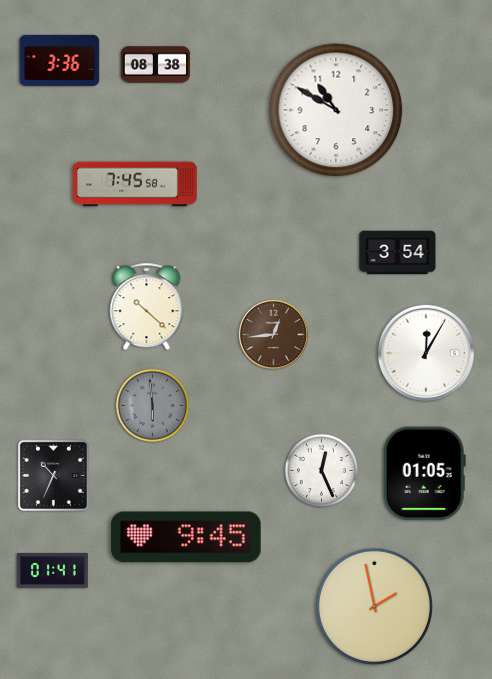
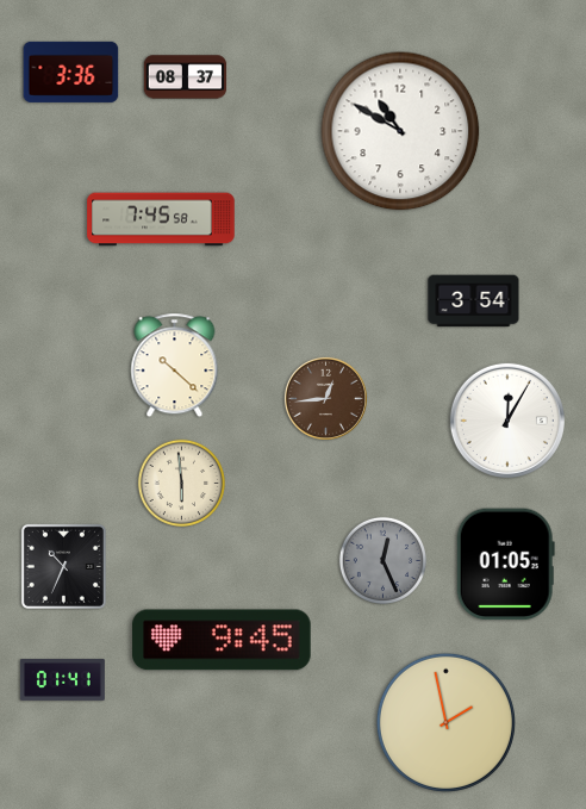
clock at (156, 65): 08:38 -> 08:37
clock at (152, 405) dial: grey -> cream
clock at (321, 470) dial: white -> grey
